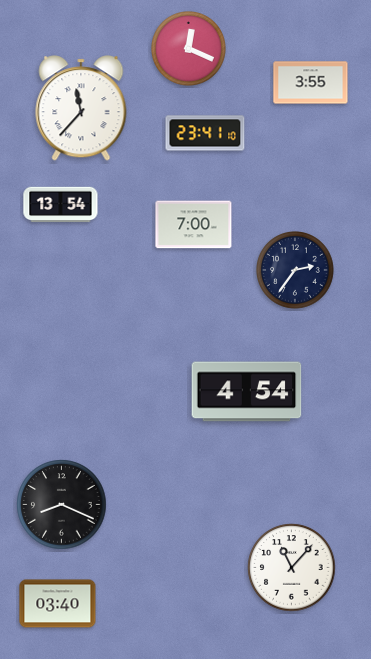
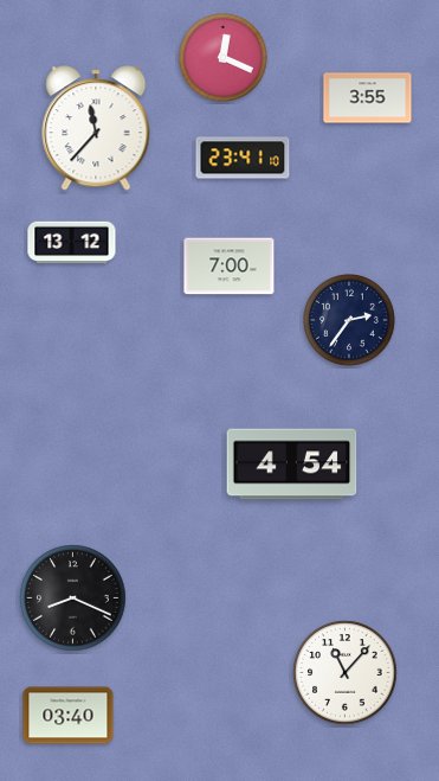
clock at (61, 205): 13:54 -> 13:12
